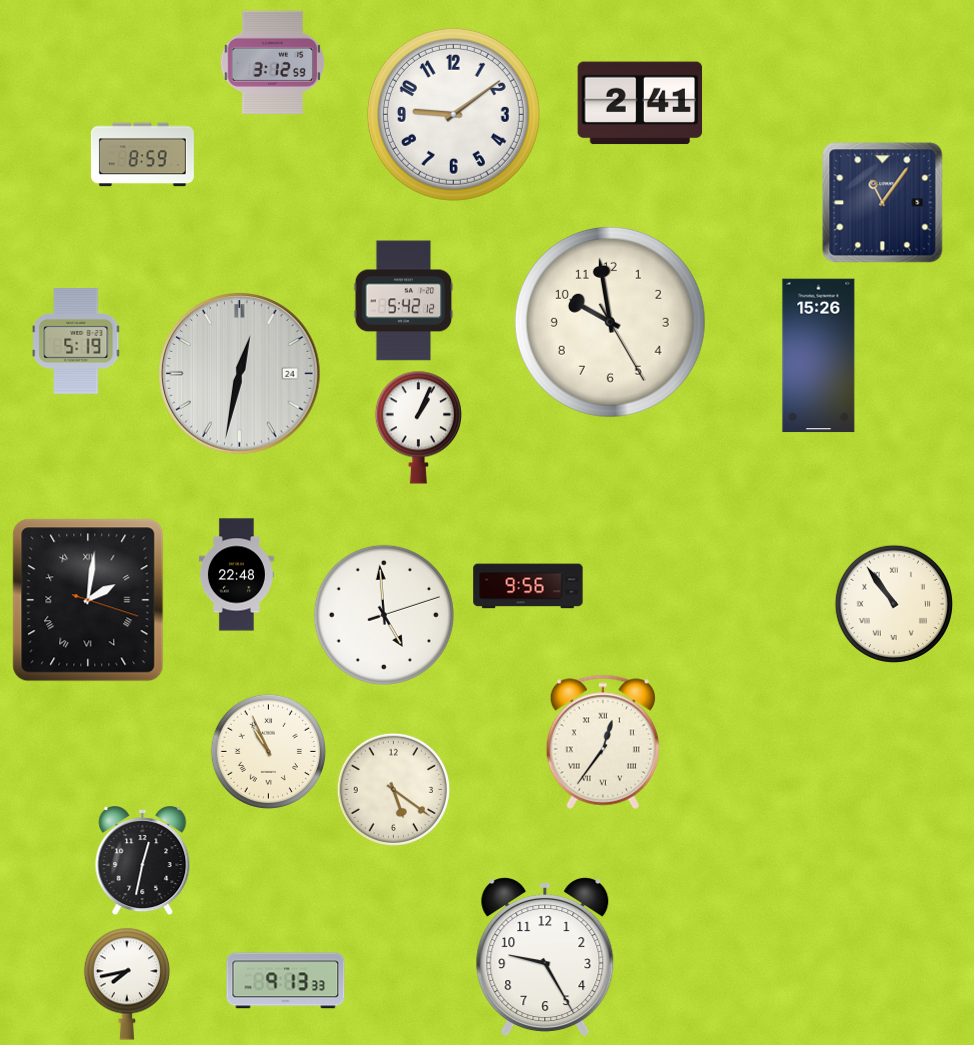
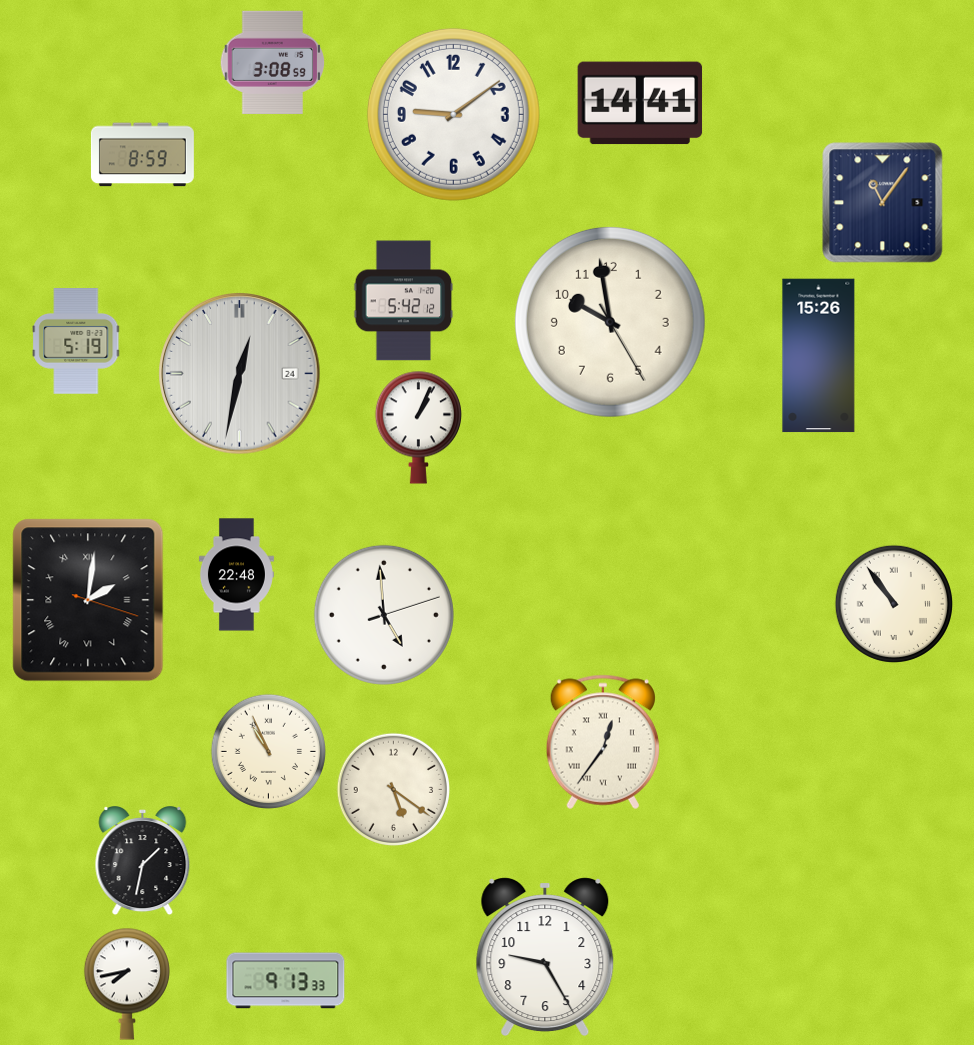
clock at (273, 62): 3:12 -> 3:08
clock at (640, 103): 2:41 -> 14:41
clock at (528, 586): 9:56 -> none
clock at (143, 861): 12:32 -> 1:32
